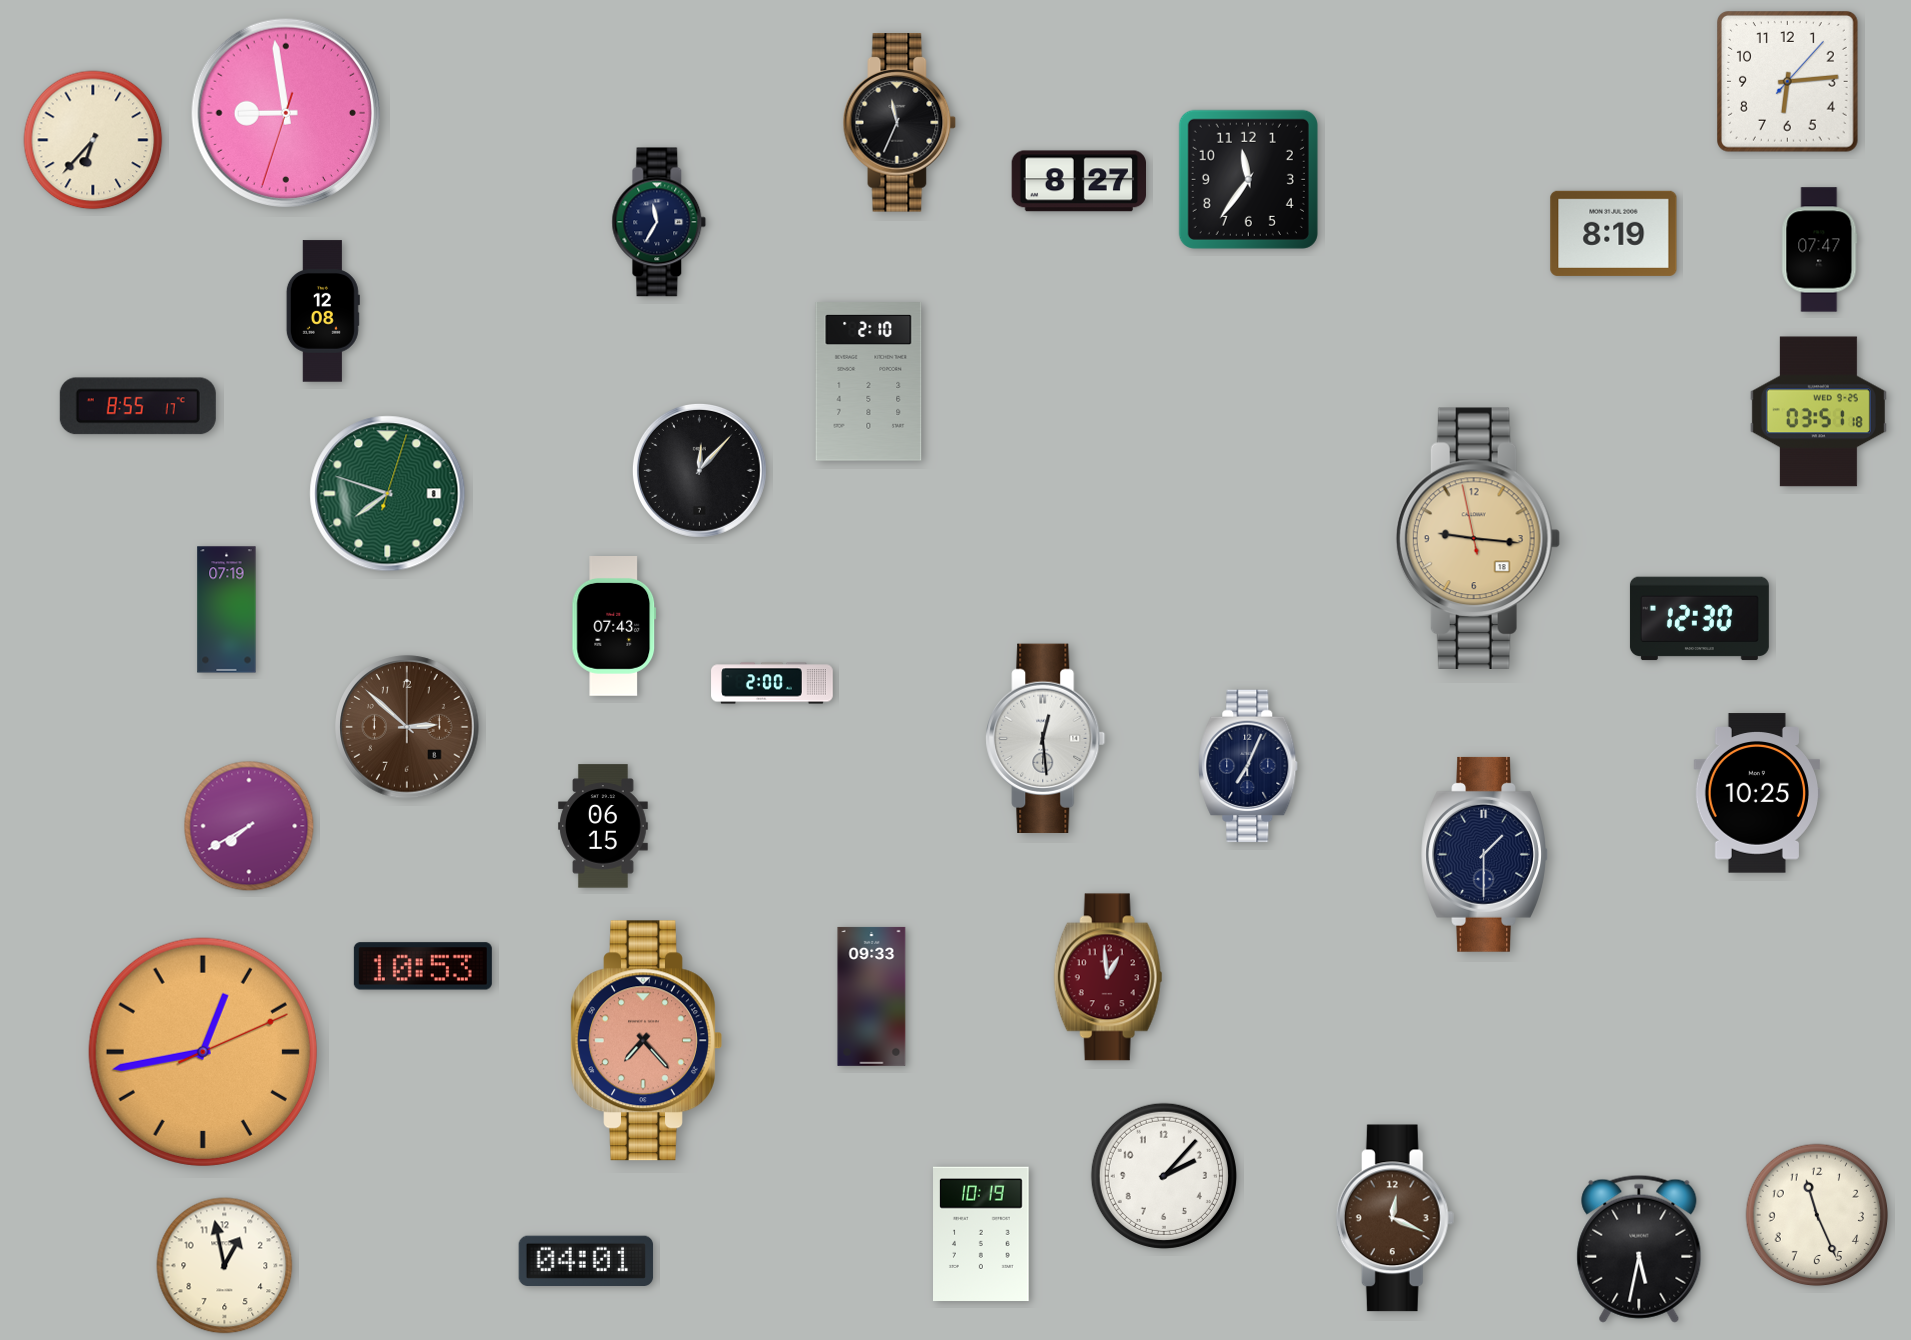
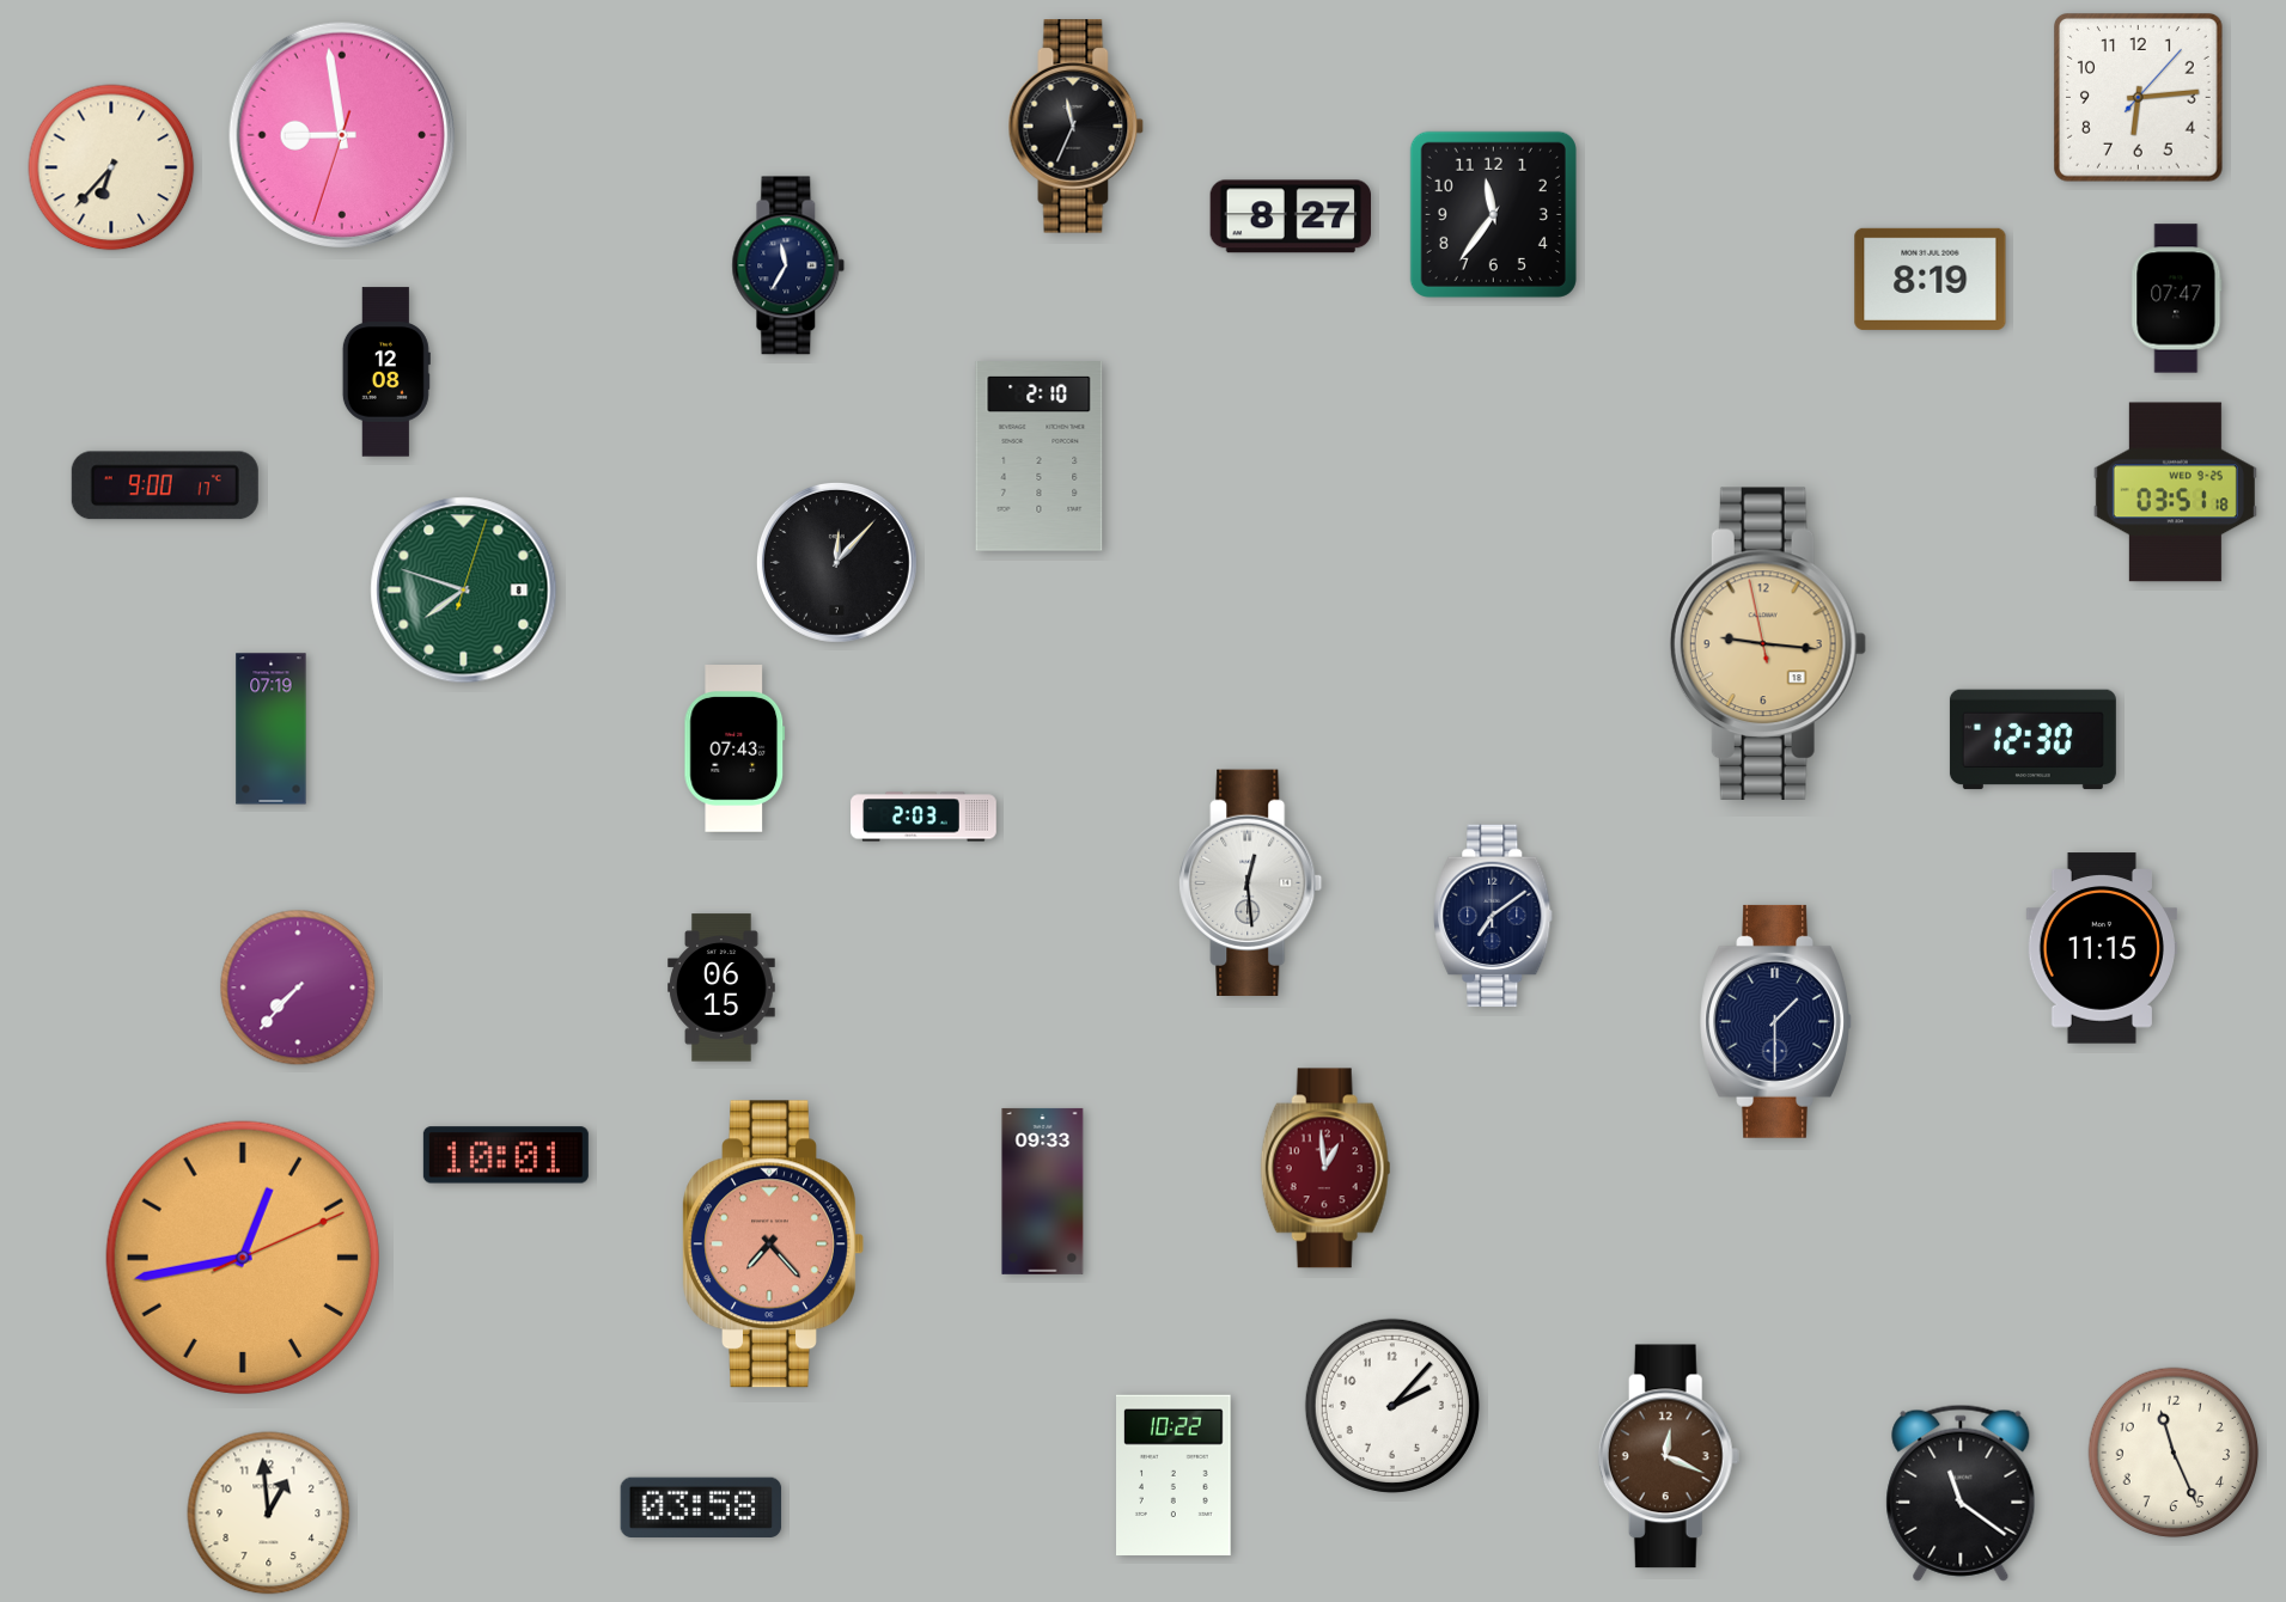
clock at (900, 123) position: (900, 123) -> (1077, 127)
clock at (138, 406): 8:55 -> 9:00
clock at (772, 683): 2:00 -> 2:03
clock at (407, 727): 2:52 -> none
clock at (1248, 766): 7:04 -> 7:09
clock at (1756, 793): 10:25 -> 11:15
clock at (249, 826): 7:40 -> 7:37
clock at (423, 966): 10:53 -> 10:01
clock at (982, 1234): 10:19 -> 10:22
clock at (1639, 1249): 5:32 -> 11:21
clock at (586, 1260): 04:01 -> 03:58
clock at (225, 1266): 12:58 -> 12:59
